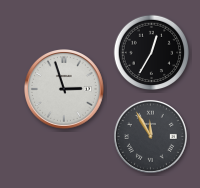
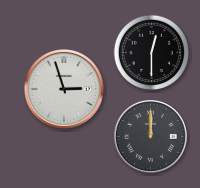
clock at (152, 53): 12:35 -> 12:30
clock at (150, 136): 11:55 -> 12:00
